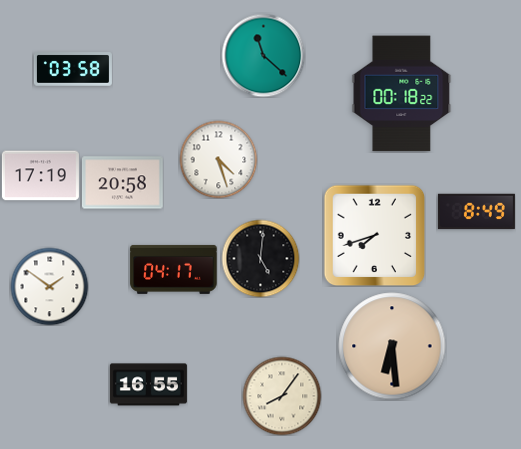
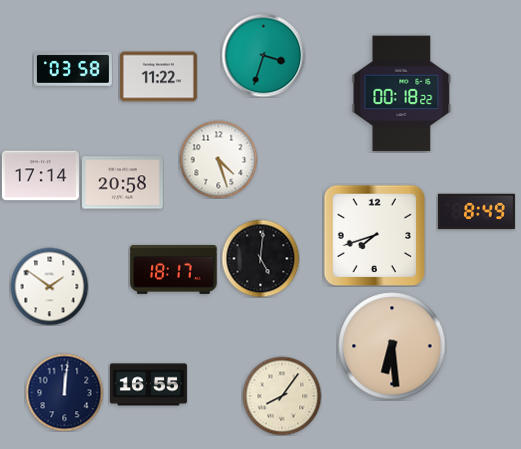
clock at (263, 55): 11:22 -> 3:33
clock at (158, 77): none -> 11:22
clock at (40, 176): 17:19 -> 17:14
clock at (174, 269): 04:17 -> 18:17
clock at (64, 392): none -> 12:01
